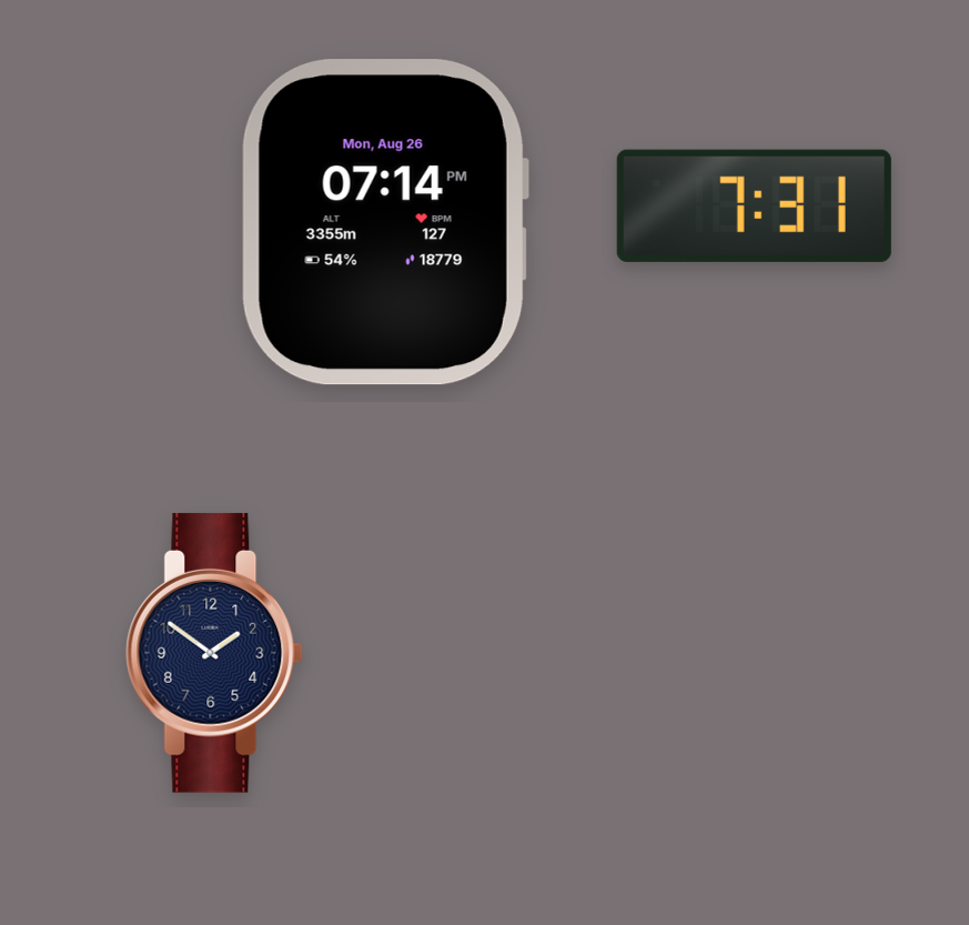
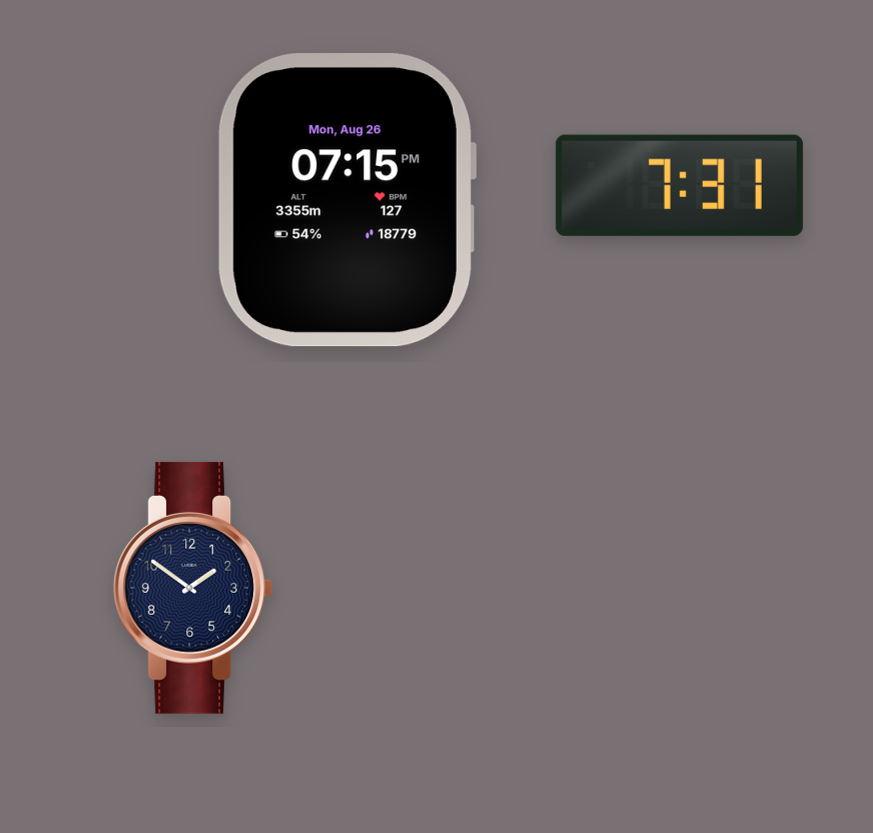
clock at (385, 222): 07:14 -> 07:15
